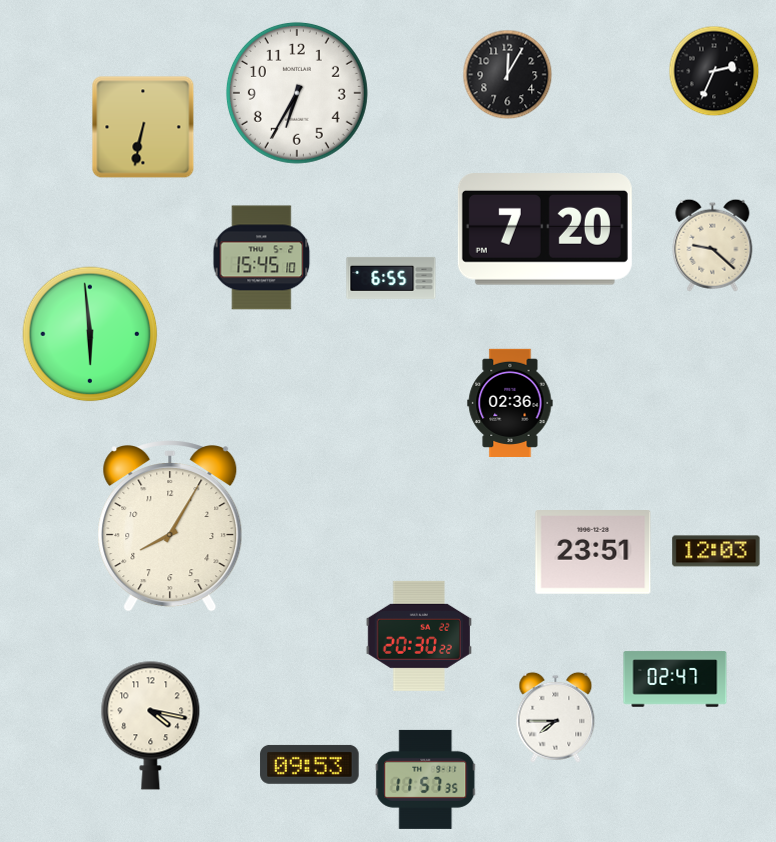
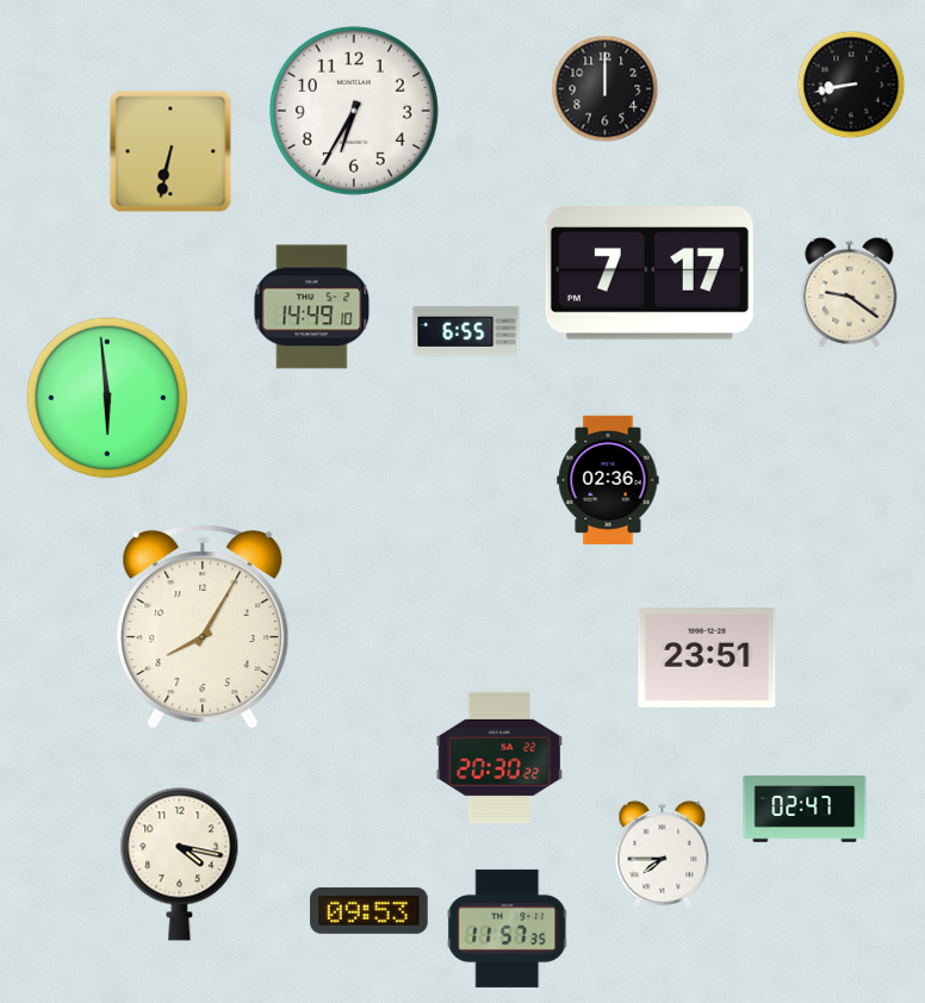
clock at (714, 71): 2:34 -> 8:43
clock at (508, 75): 12:05 -> 12:00
clock at (545, 230): 7:20 -> 7:17
clock at (713, 245): 9:22 -> 9:21
clock at (262, 258): 15:45 -> 14:49
clock at (716, 551): 12:03 -> none
